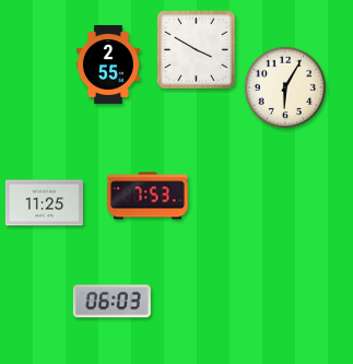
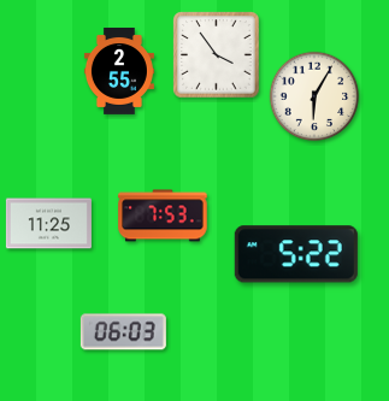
clock at (197, 50): 3:50 -> 3:54
clock at (296, 254): none -> 5:22
